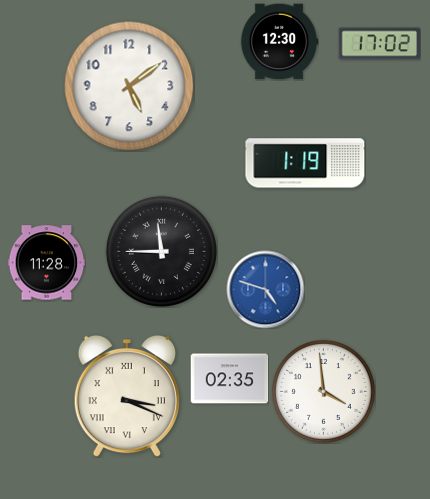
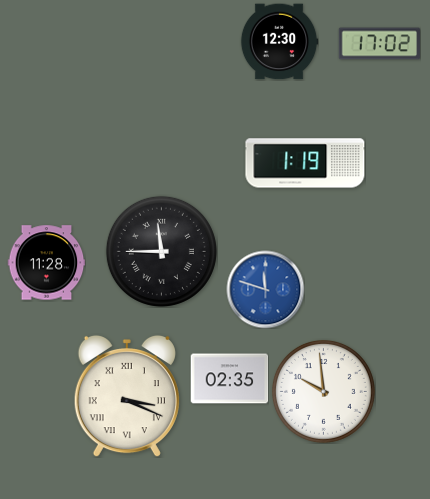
clock at (129, 86): 5:09 -> none
clock at (265, 289): 4:48 -> 11:48
clock at (323, 391): 3:59 -> 9:59
